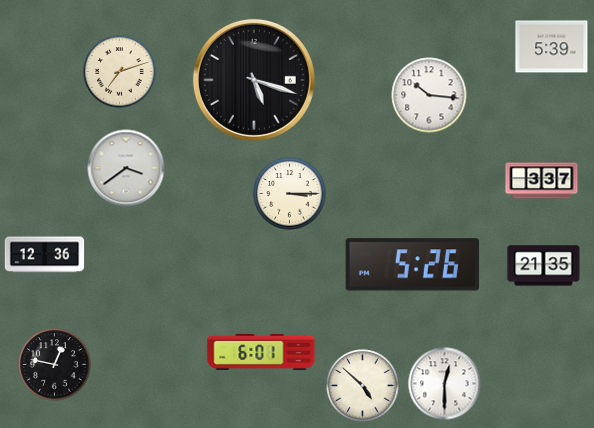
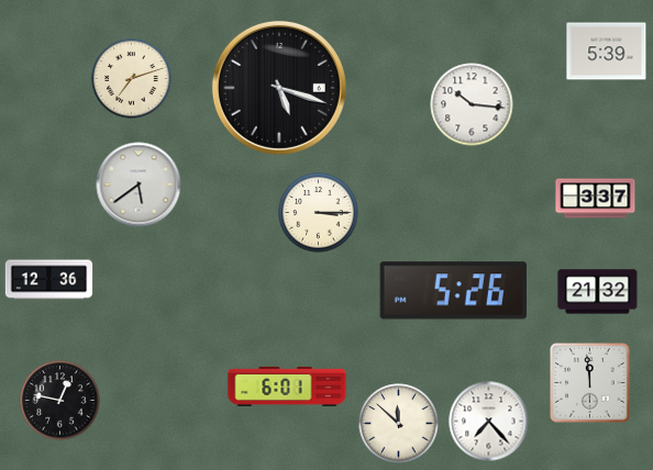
clock at (126, 168): 3:39 -> 5:39
clock at (544, 266): 21:35 -> 21:32
clock at (590, 383): none -> 11:59
clock at (445, 384): 12:30 -> 7:23
clock at (363, 386): 4:52 -> 11:52
